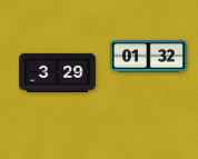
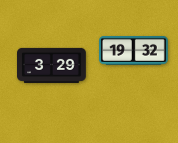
clock at (149, 57): 01:32 -> 19:32
